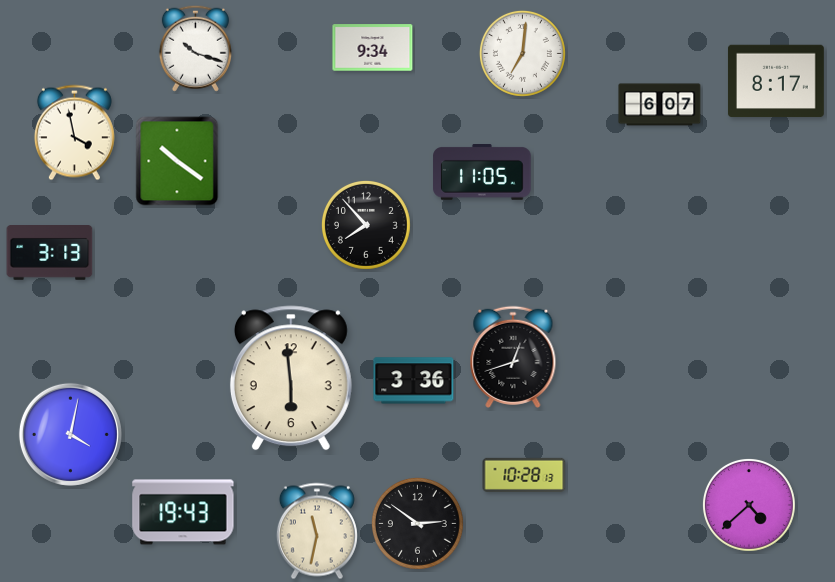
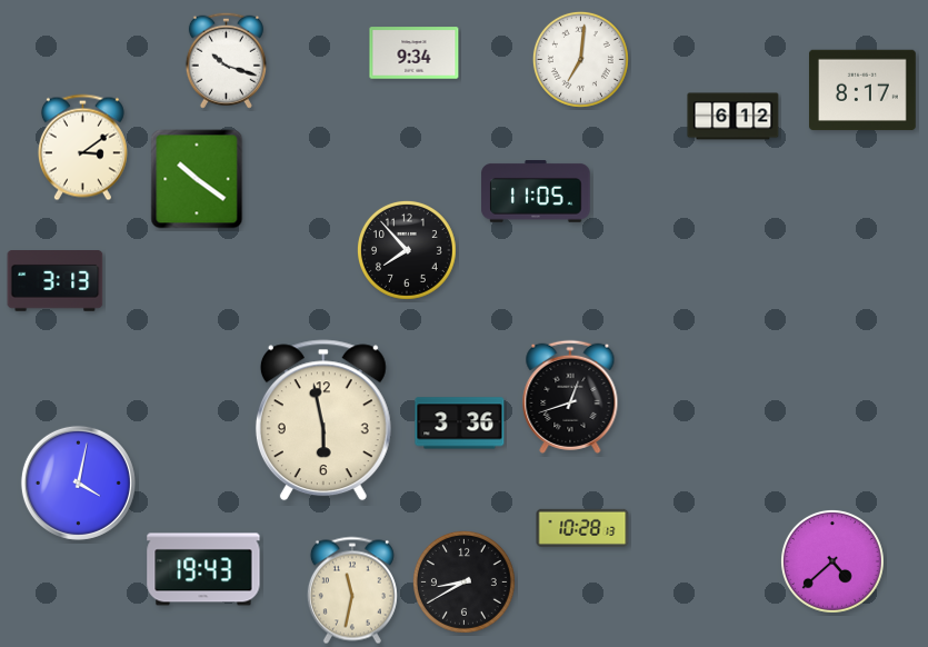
clock at (195, 48) position: (195, 48) -> (226, 60)
clock at (660, 105): 6:07 -> 6:12
clock at (74, 133): 3:58 -> 3:09
clock at (291, 378): 5:59 -> 5:58
clock at (417, 523): 2:51 -> 8:40
